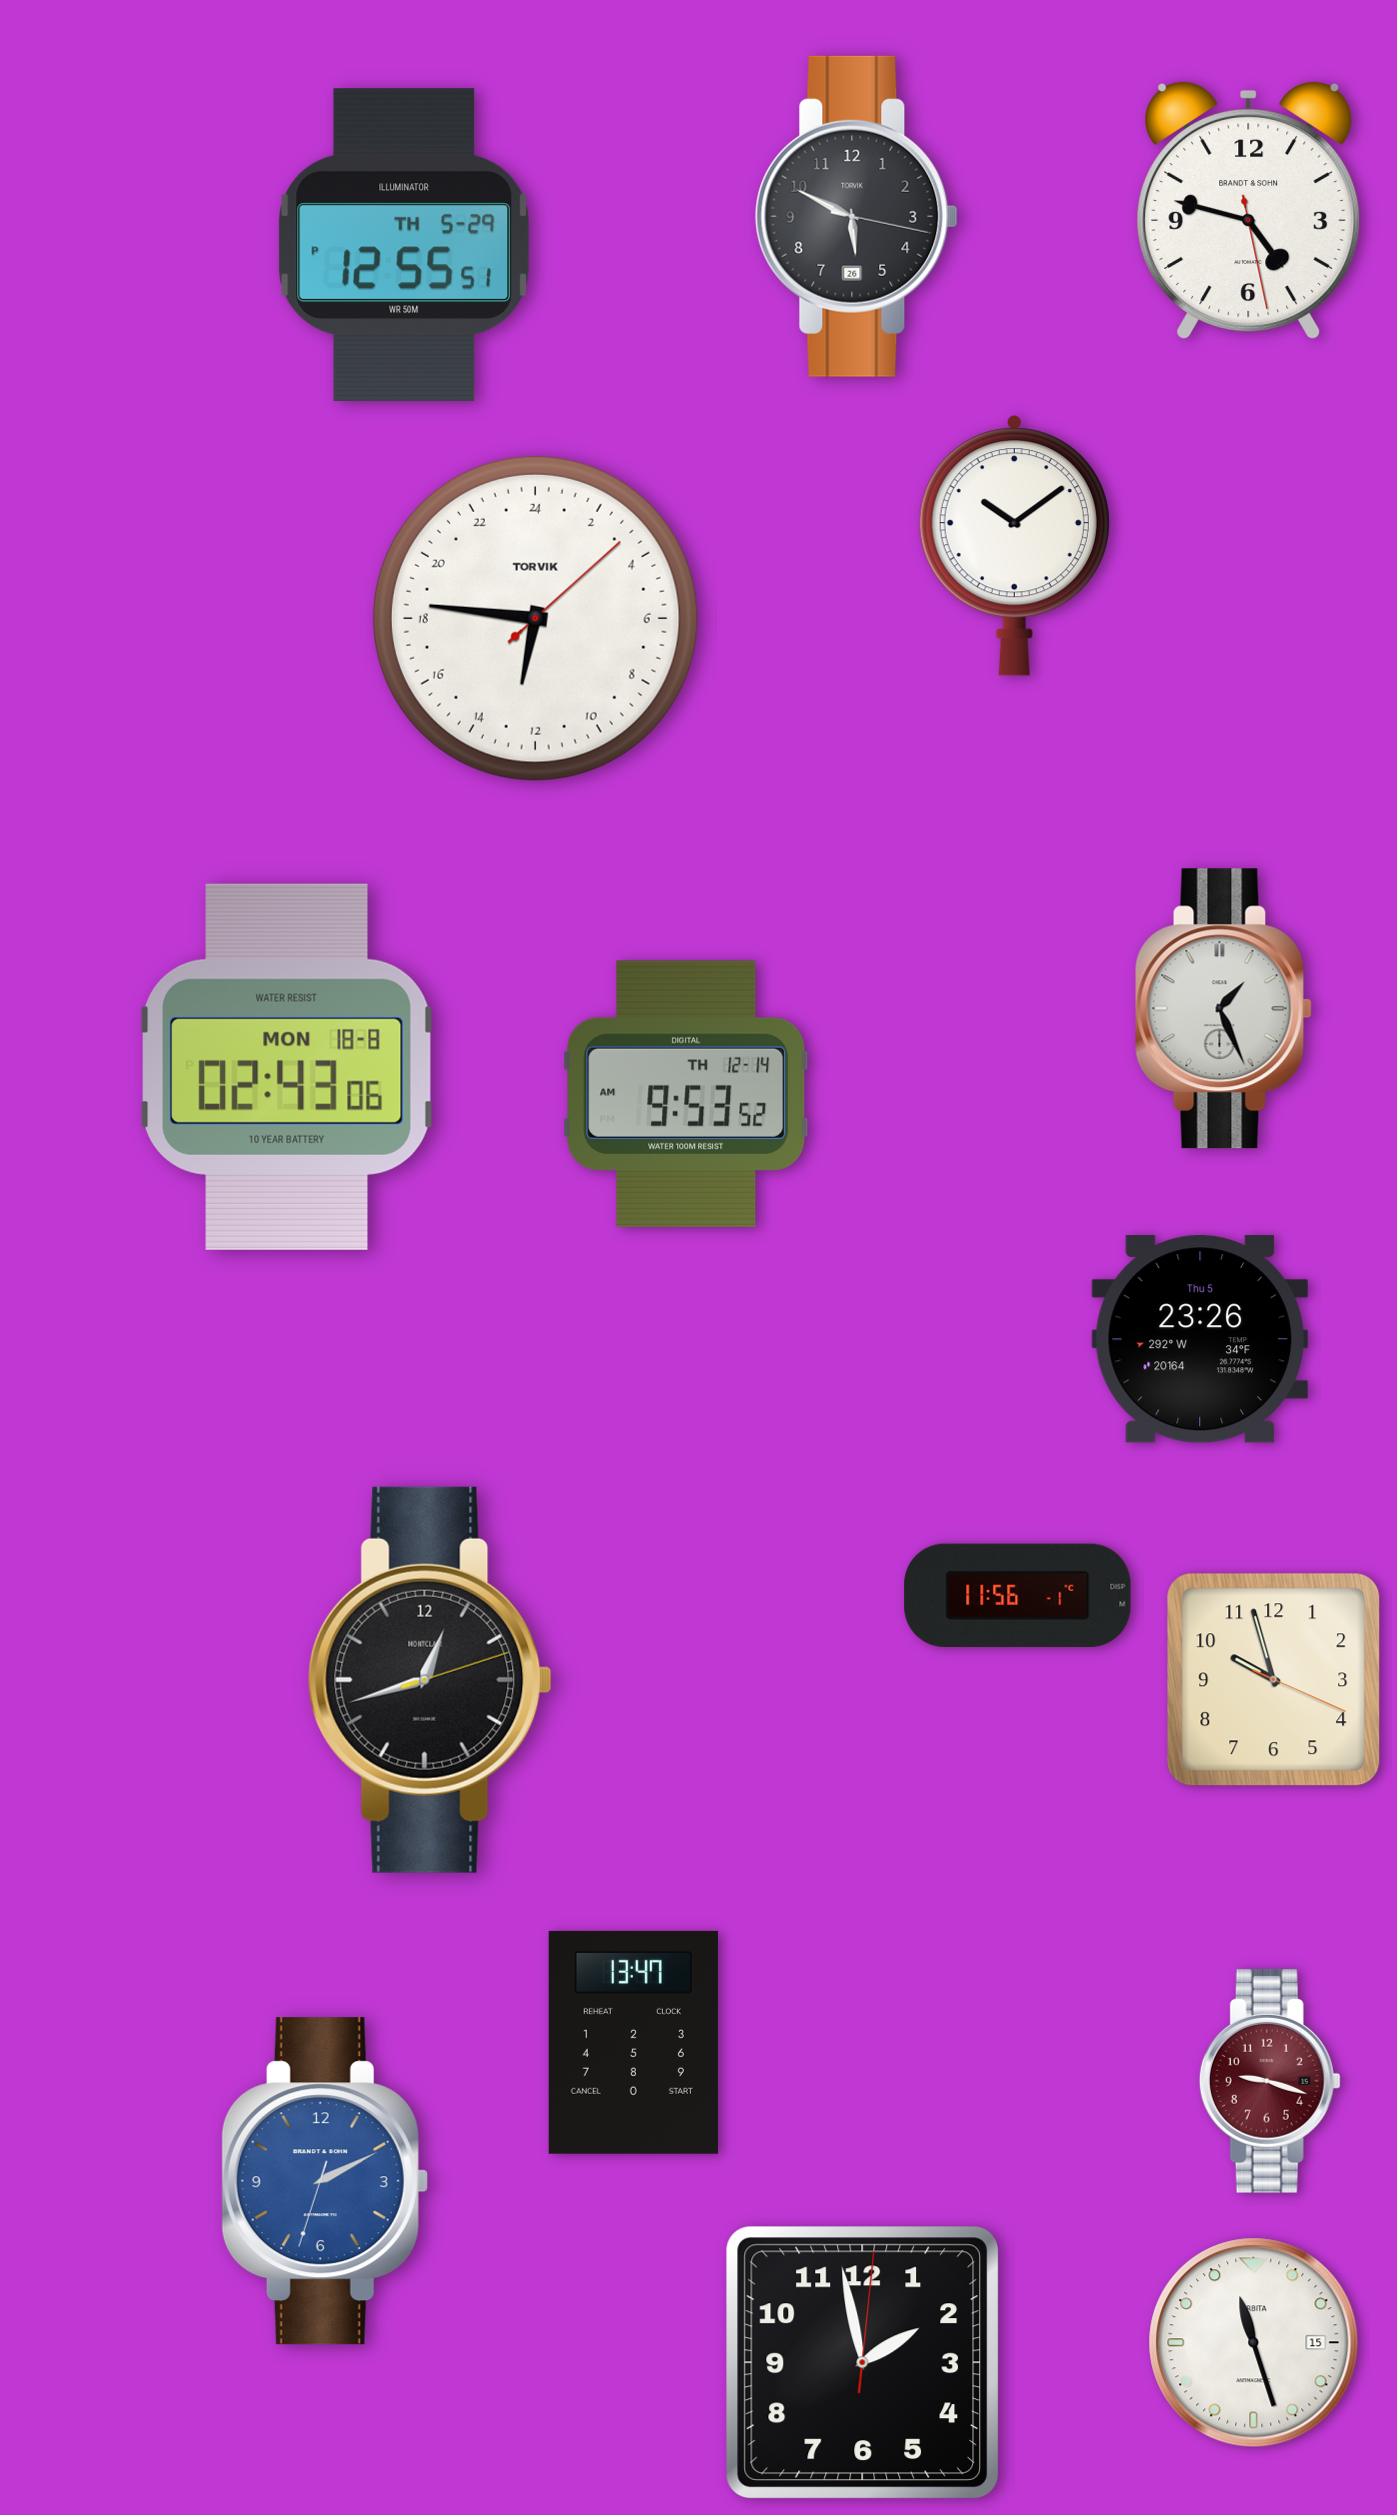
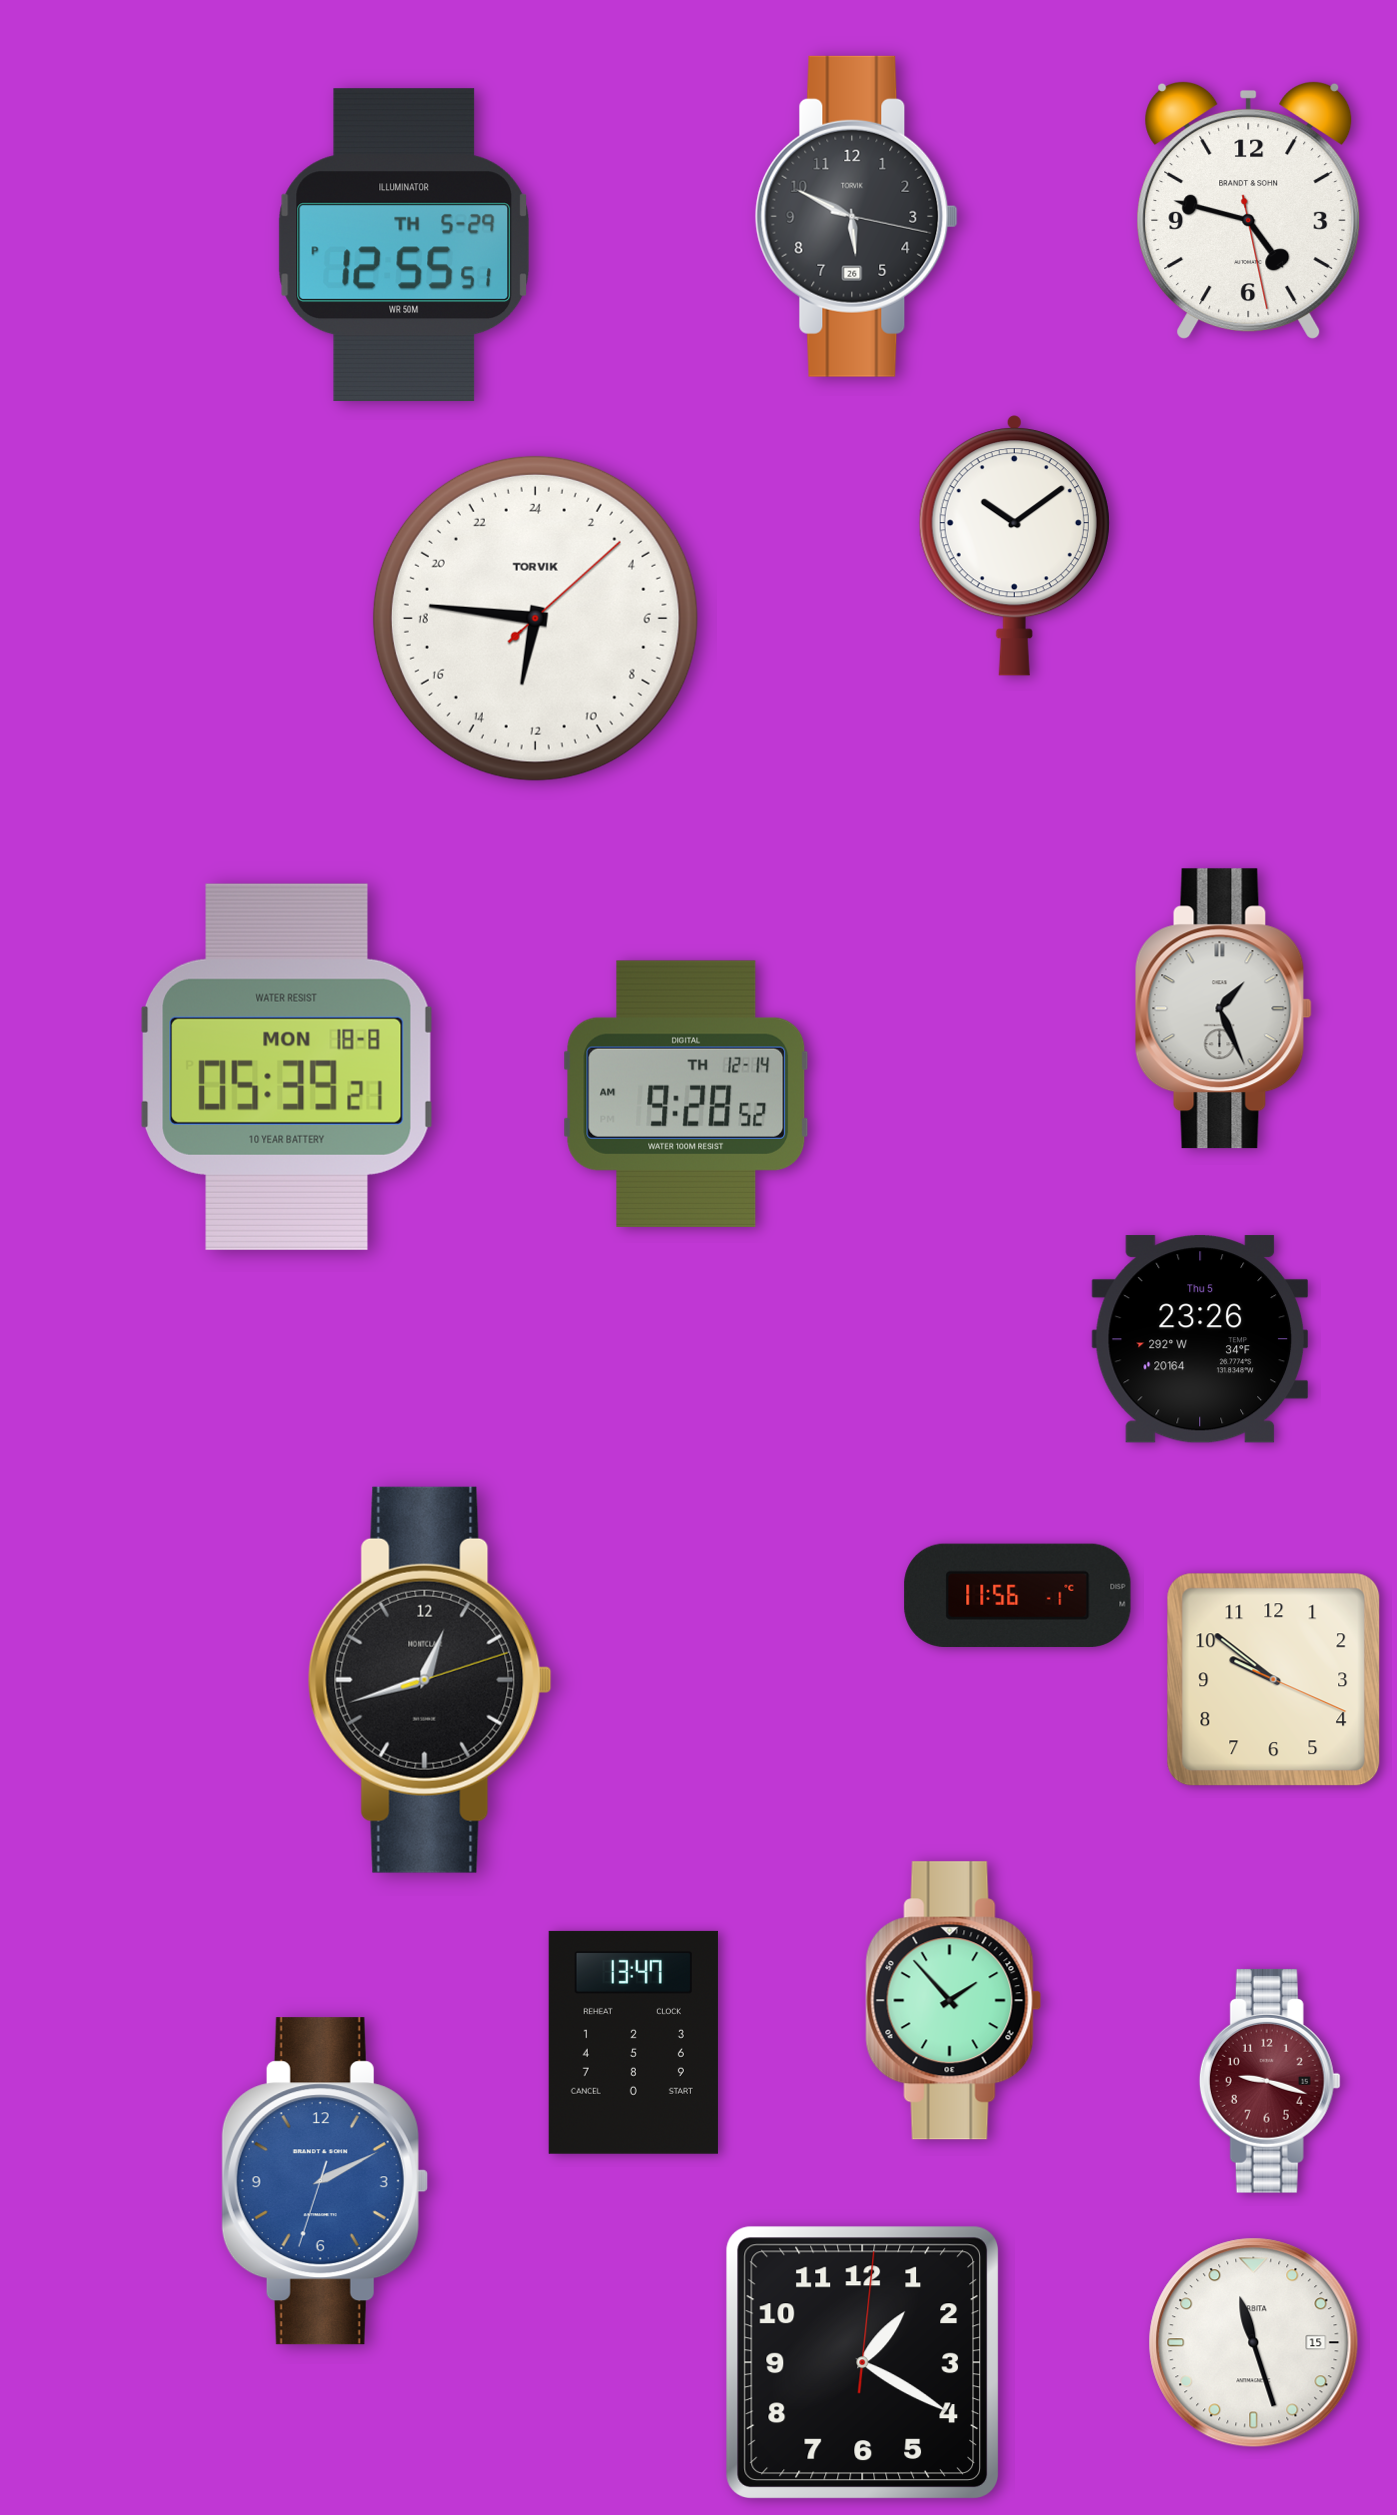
clock at (287, 1067): 02:43 -> 05:39
clock at (686, 1094): 9:53 -> 9:28
clock at (1274, 1680): 9:57 -> 9:51
clock at (954, 2001): none -> 1:53
clock at (862, 2362): 1:58 -> 1:20
